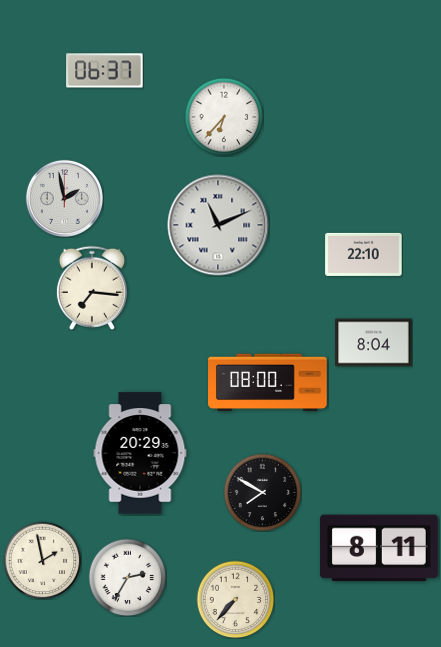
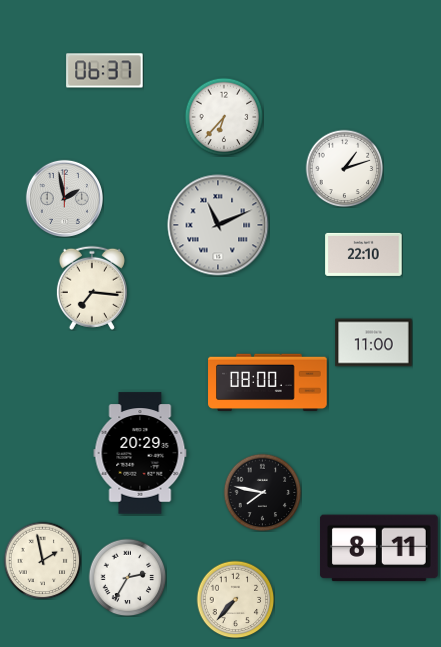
clock at (344, 168): none -> 1:12
clock at (374, 343): 8:04 -> 11:00
clock at (262, 492): 7:50 -> 7:47
